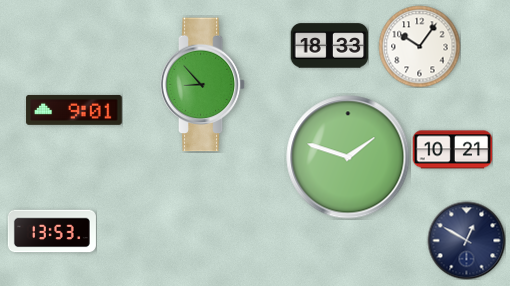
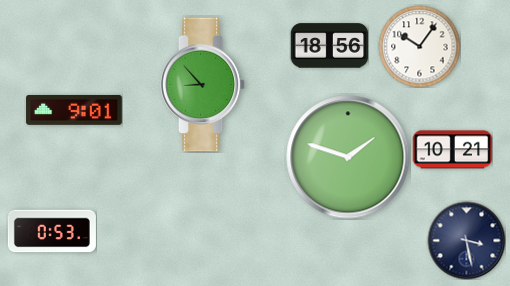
clock at (329, 46): 18:33 -> 18:56
clock at (52, 231): 13:53 -> 0:53
clock at (466, 240): 12:50 -> 3:28
